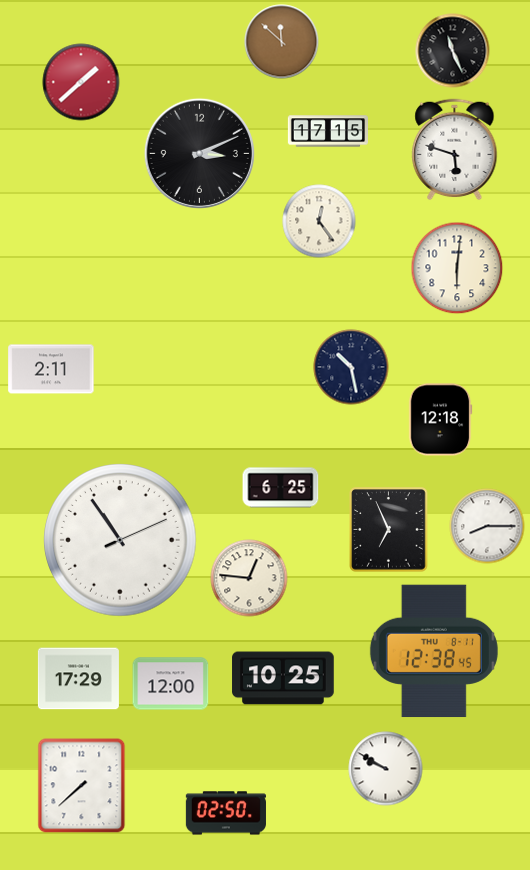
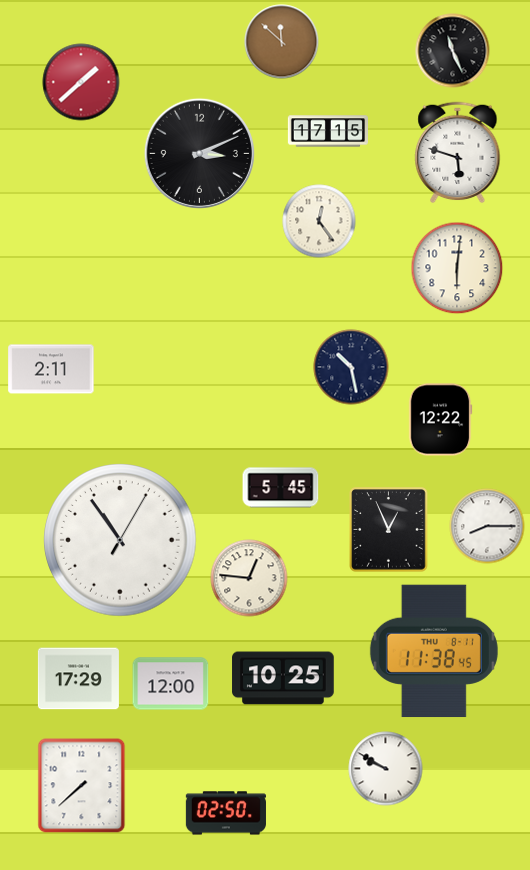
clock at (455, 150) position: (455, 150) -> (458, 153)
clock at (440, 420): 12:18 -> 12:22
clock at (281, 488): 6:25 -> 5:45
clock at (389, 530): 6:56 -> 12:56
clock at (120, 540): 10:54:11 -> 10:54:05
clock at (434, 651): 12:38 -> 11:38
